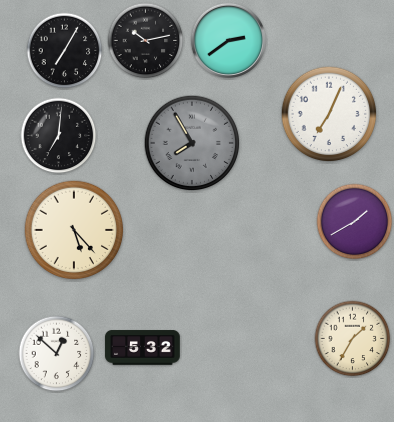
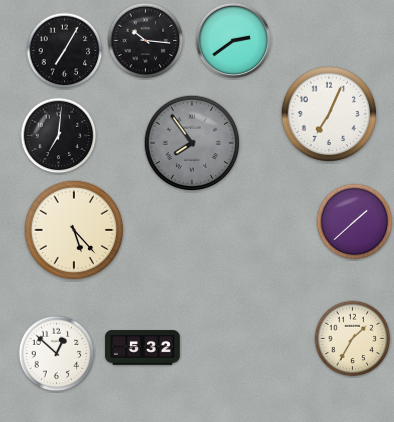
clock at (228, 40) position: (228, 40) -> (233, 40)
clock at (146, 41): 10:13 -> 10:16
clock at (192, 143): 7:55 -> 7:54
clock at (355, 222): 1:40 -> 1:38
